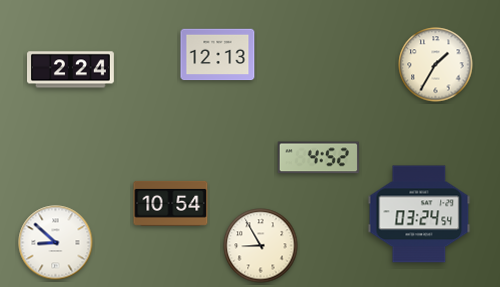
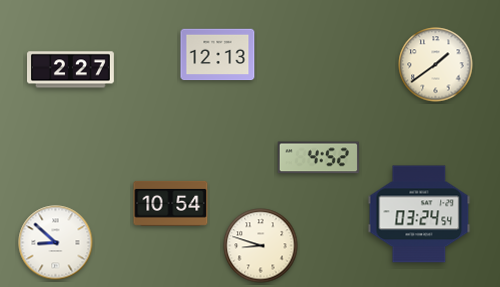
clock at (436, 65): 1:35 -> 1:39
clock at (71, 70): 2:24 -> 2:27
clock at (261, 246): 8:55 -> 8:48
